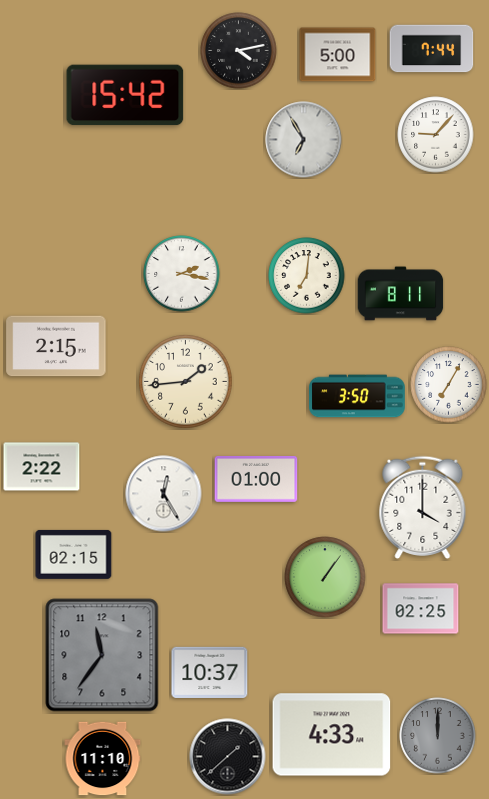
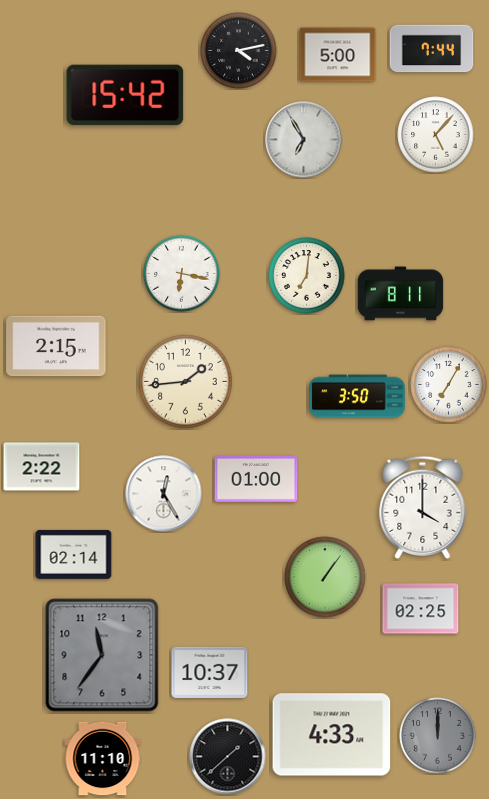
clock at (436, 135): 9:07 -> 5:07
clock at (182, 274): 2:17 -> 6:17
clock at (74, 554): 02:15 -> 02:14
